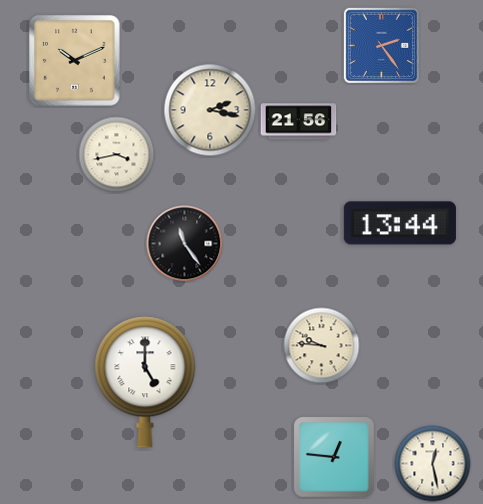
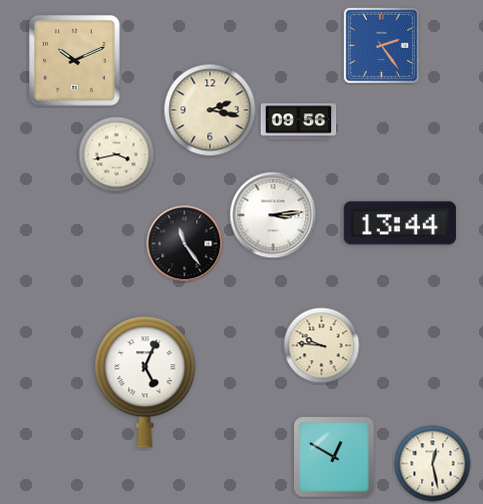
clock at (299, 122): 21:56 -> 09:56
clock at (273, 215): none -> 3:14
clock at (145, 382): 5:00 -> 5:04
clock at (334, 457): 12:46 -> 12:50
